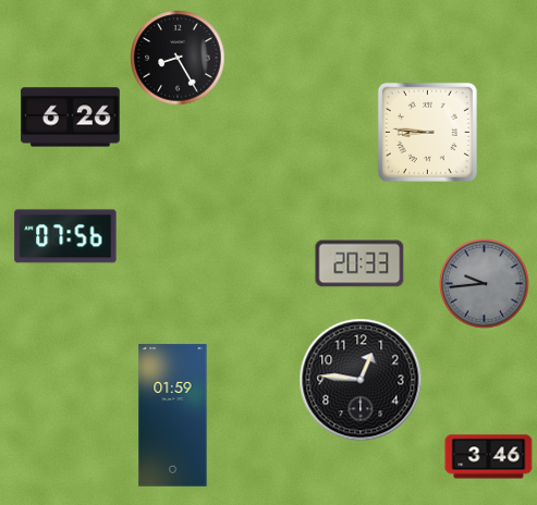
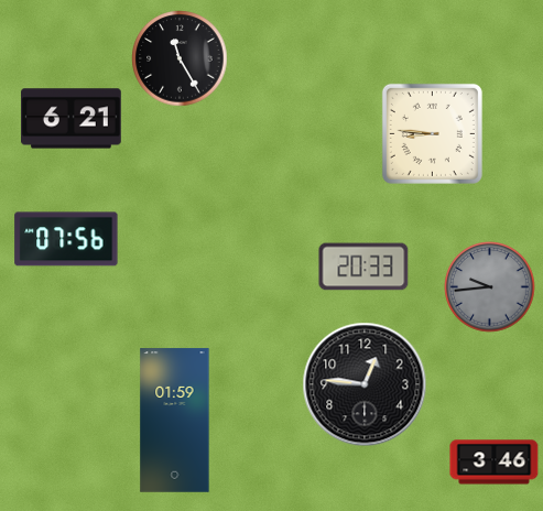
clock at (178, 58): 8:25 -> 11:25
clock at (71, 118): 6:26 -> 6:21
